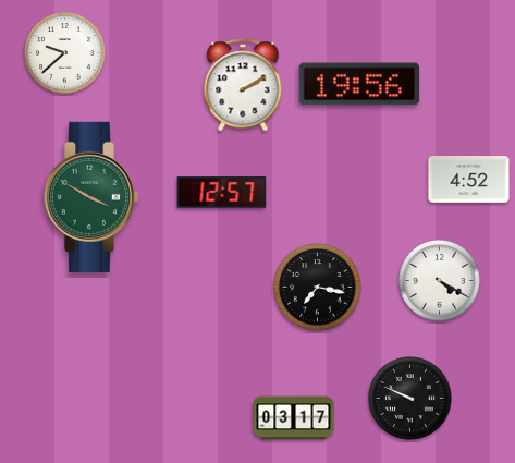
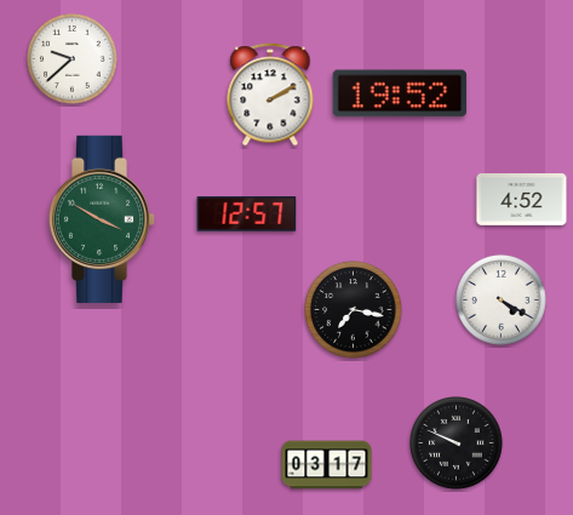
clock at (358, 84): 19:56 -> 19:52
clock at (440, 281) position: (440, 281) -> (502, 301)
clock at (318, 288) position: (318, 288) -> (354, 310)
